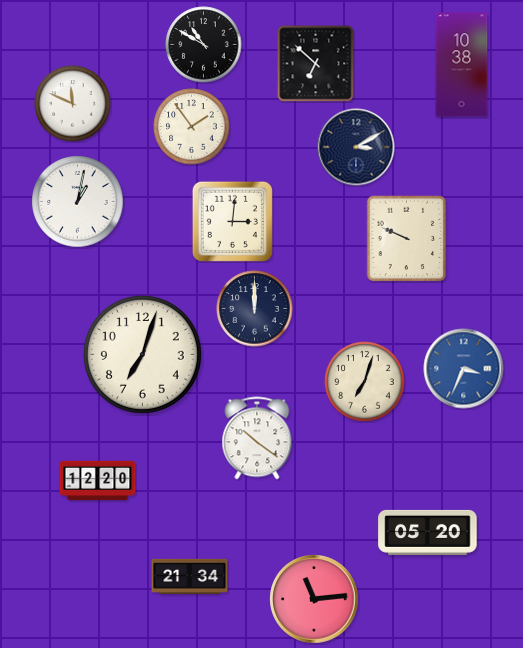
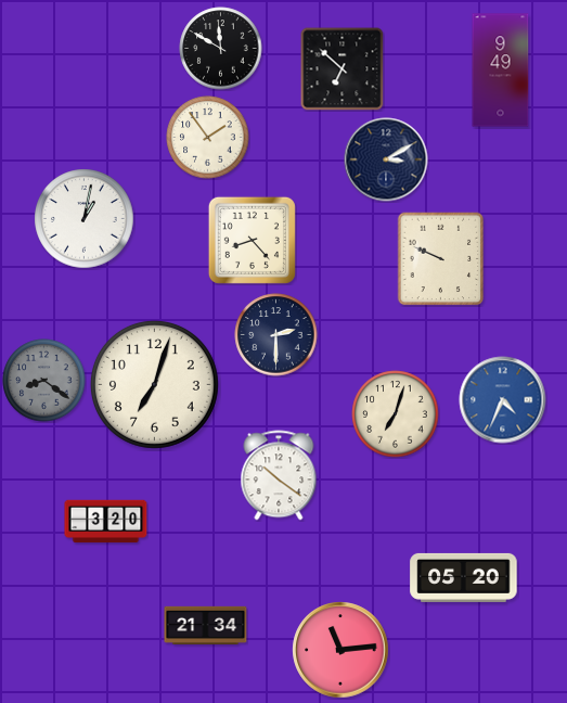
clock at (204, 45): 10:50 -> 11:50
clock at (462, 65): 10:38 -> 9:49
clock at (73, 104): 11:49 -> none
clock at (232, 221): 3:01 -> 8:23
clock at (255, 309): 12:00 -> 2:30
clock at (44, 381): none -> 8:21
clock at (464, 369): 3:34 -> 4:34
clock at (98, 481): 12:20 -> 3:20
